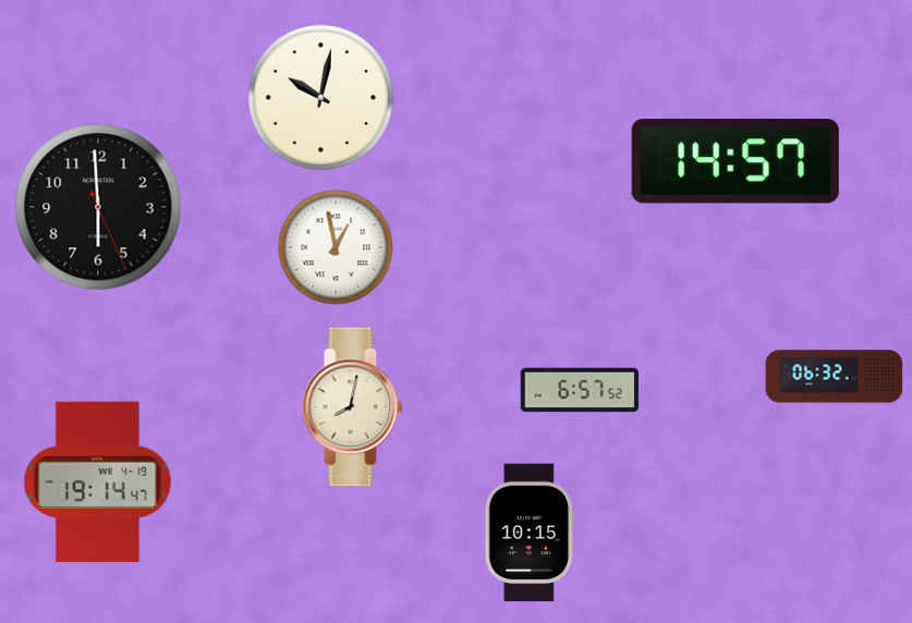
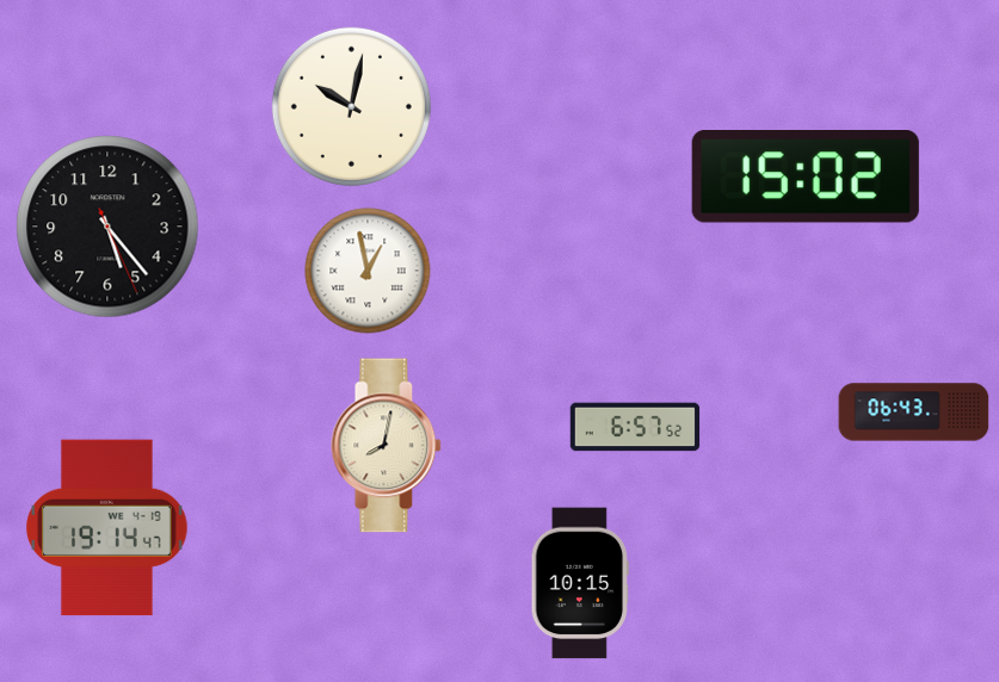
clock at (735, 162): 14:57 -> 15:02
clock at (98, 207): 5:59 -> 5:23
clock at (835, 377): 06:32 -> 06:43
